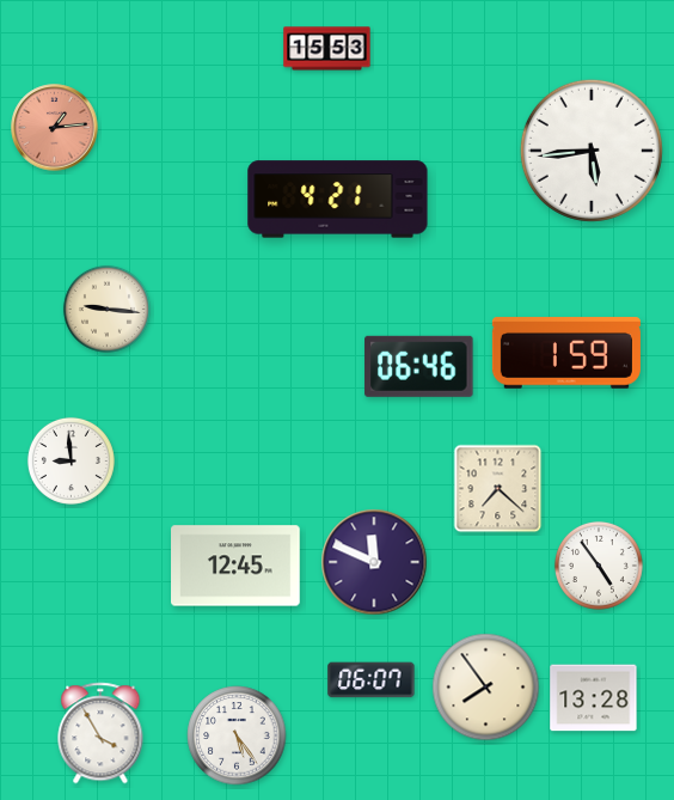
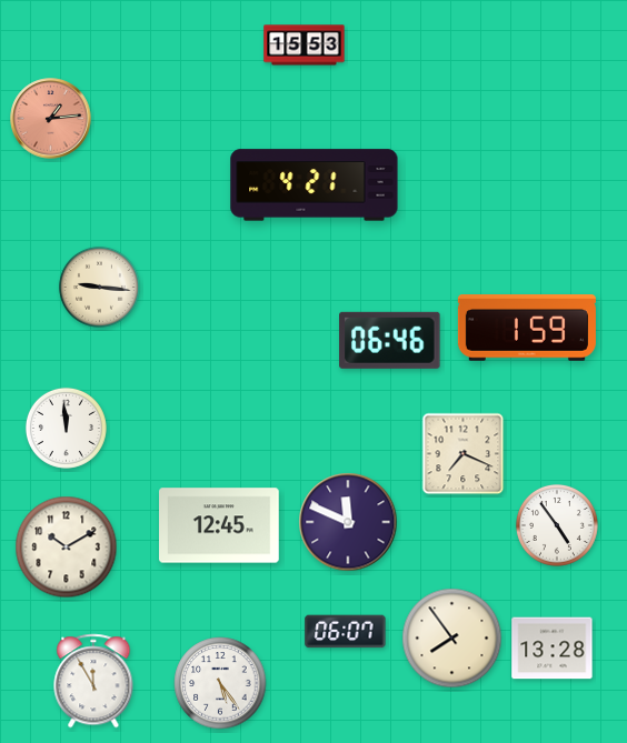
clock at (592, 151): 5:44 -> none
clock at (71, 460): 8:59 -> 11:59
clock at (498, 489): 7:22 -> 7:19
clock at (67, 548): none -> 10:10
clock at (100, 733): 3:55 -> 11:55
